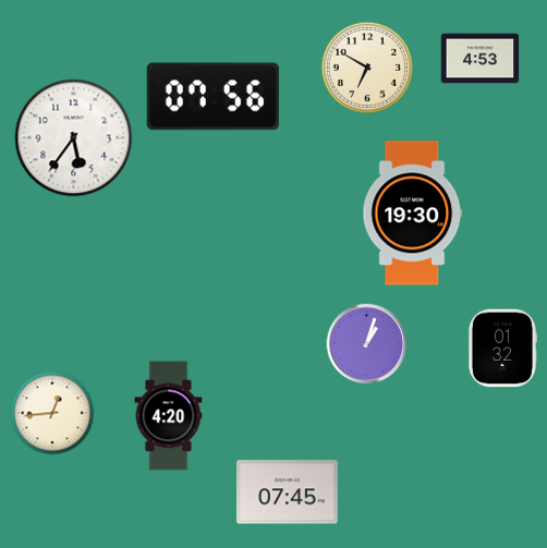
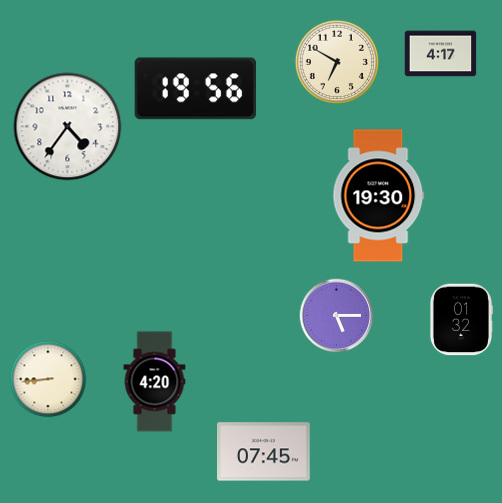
clock at (481, 59): 4:53 -> 4:17
clock at (214, 97): 07:56 -> 19:56
clock at (74, 138): 5:36 -> 4:36
clock at (367, 344): 1:03 -> 5:15
clock at (52, 413): 12:44 -> 8:44
